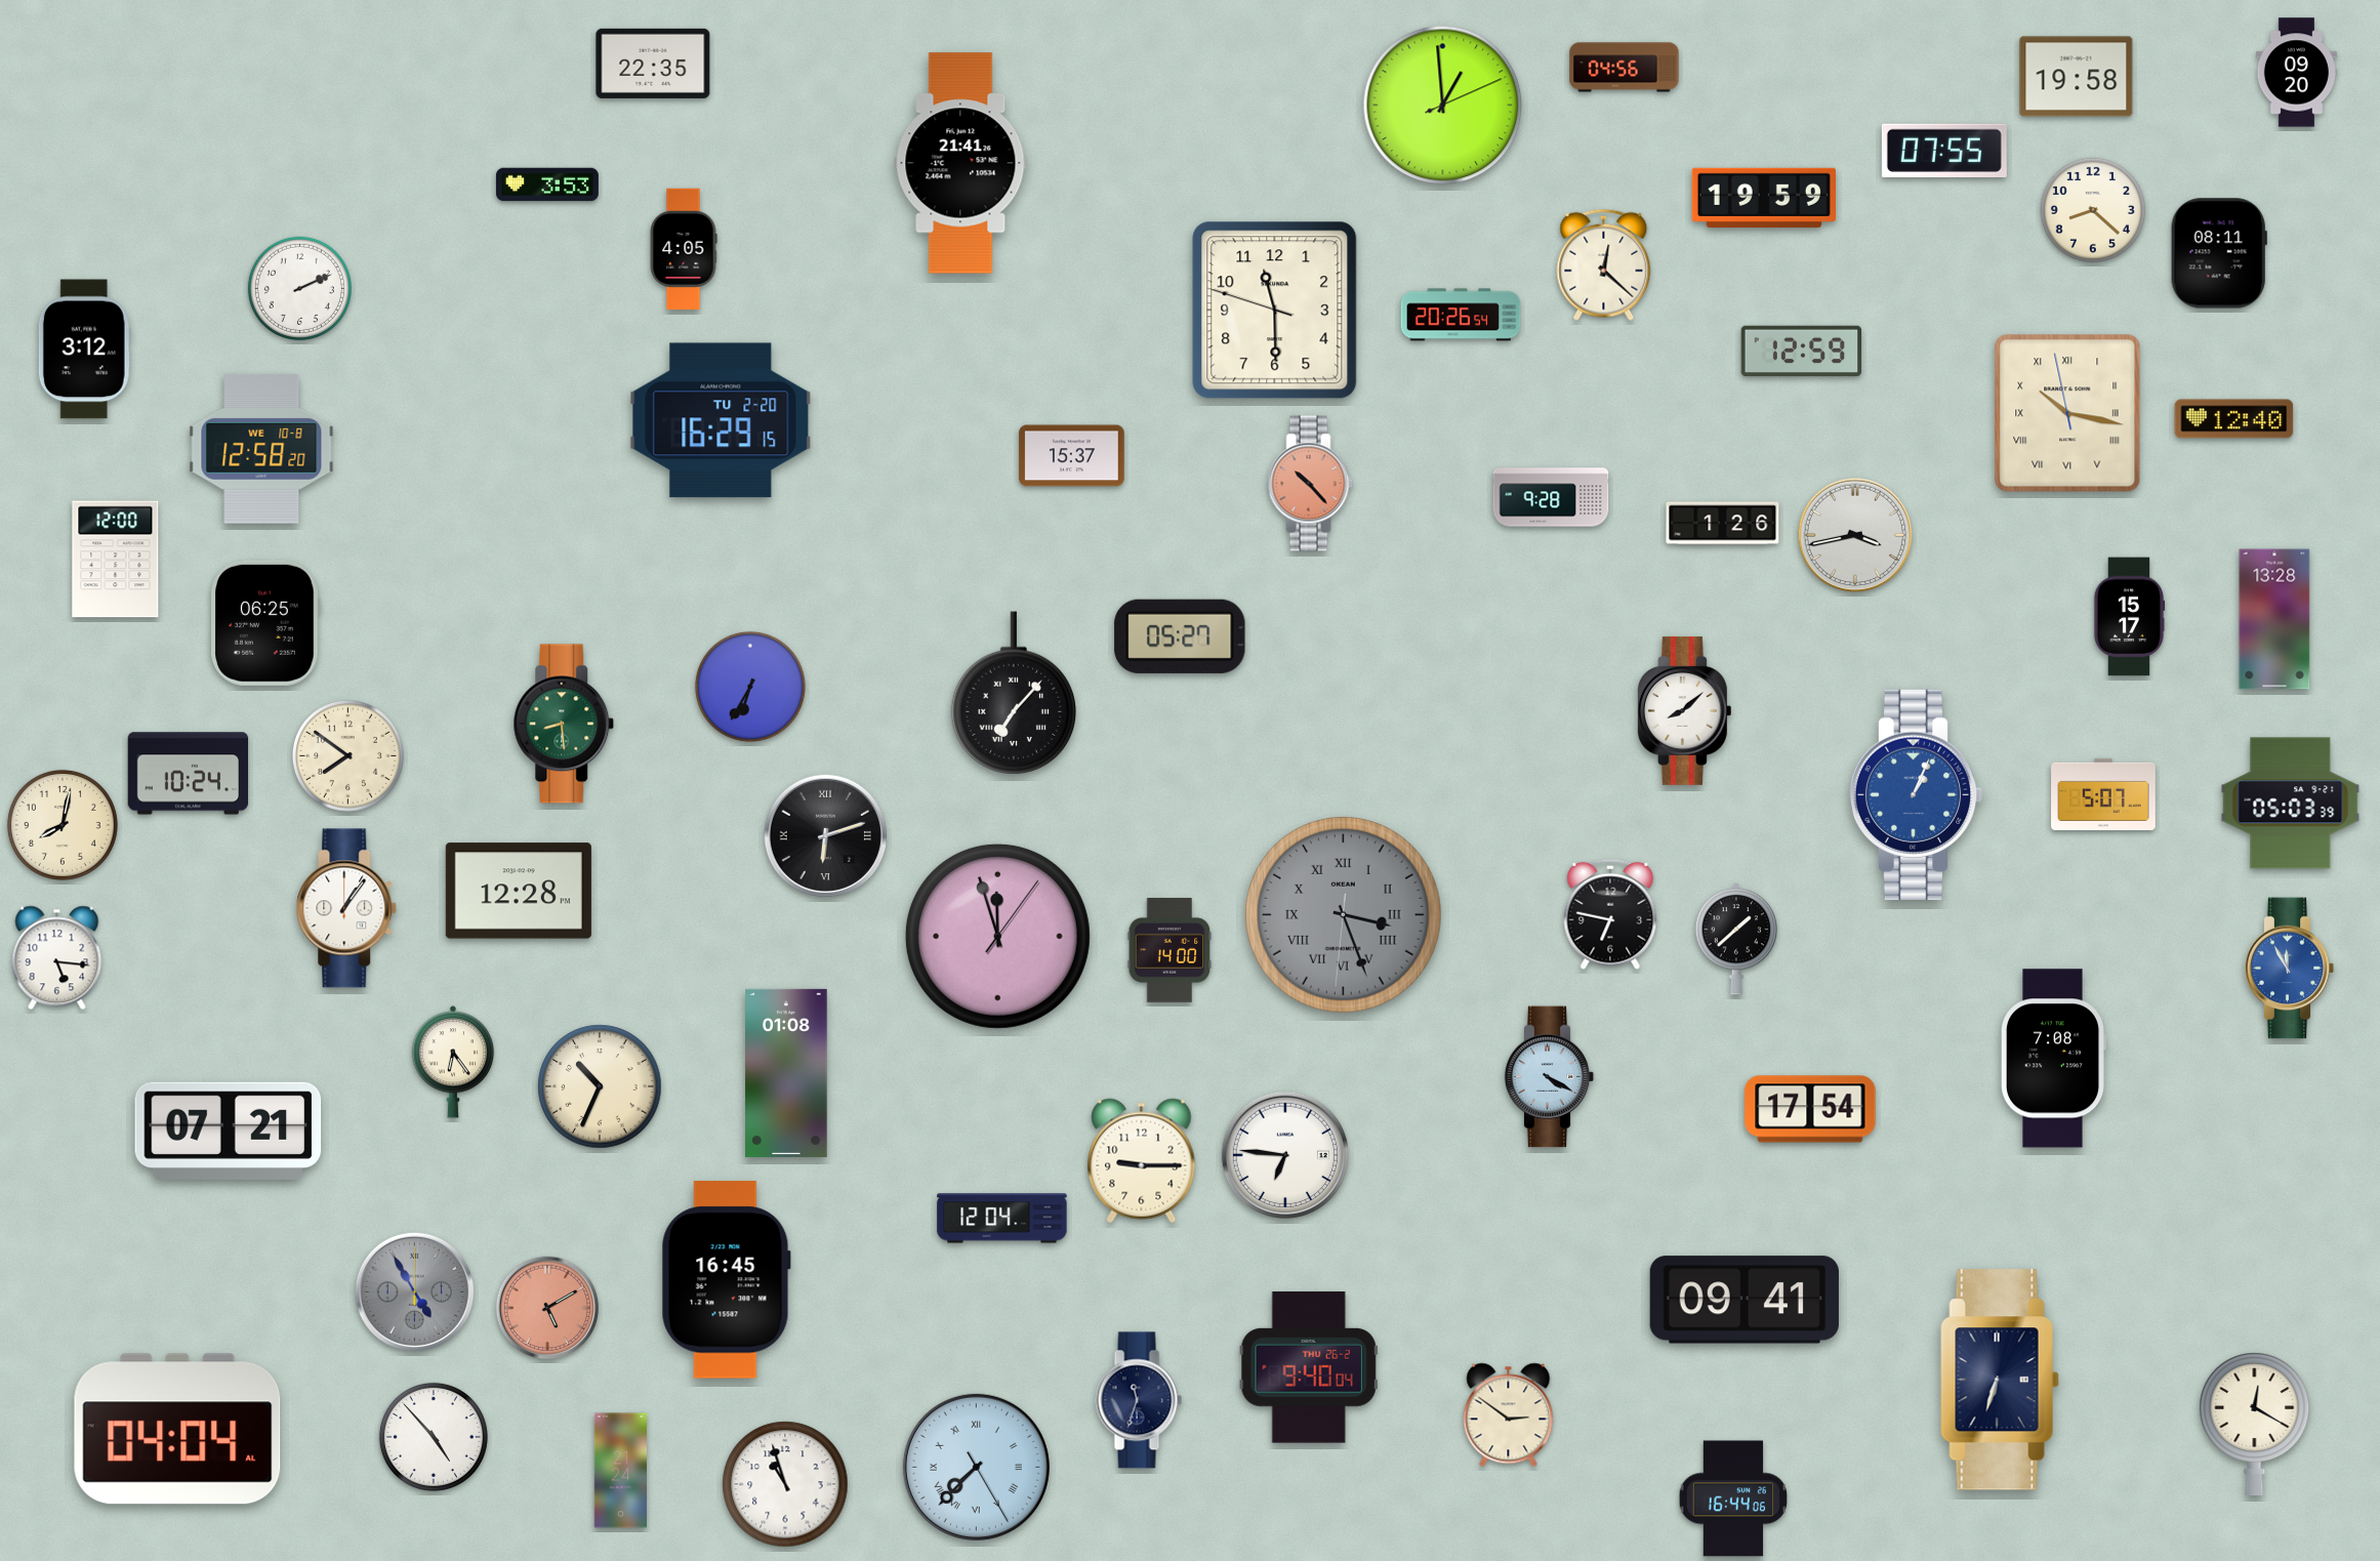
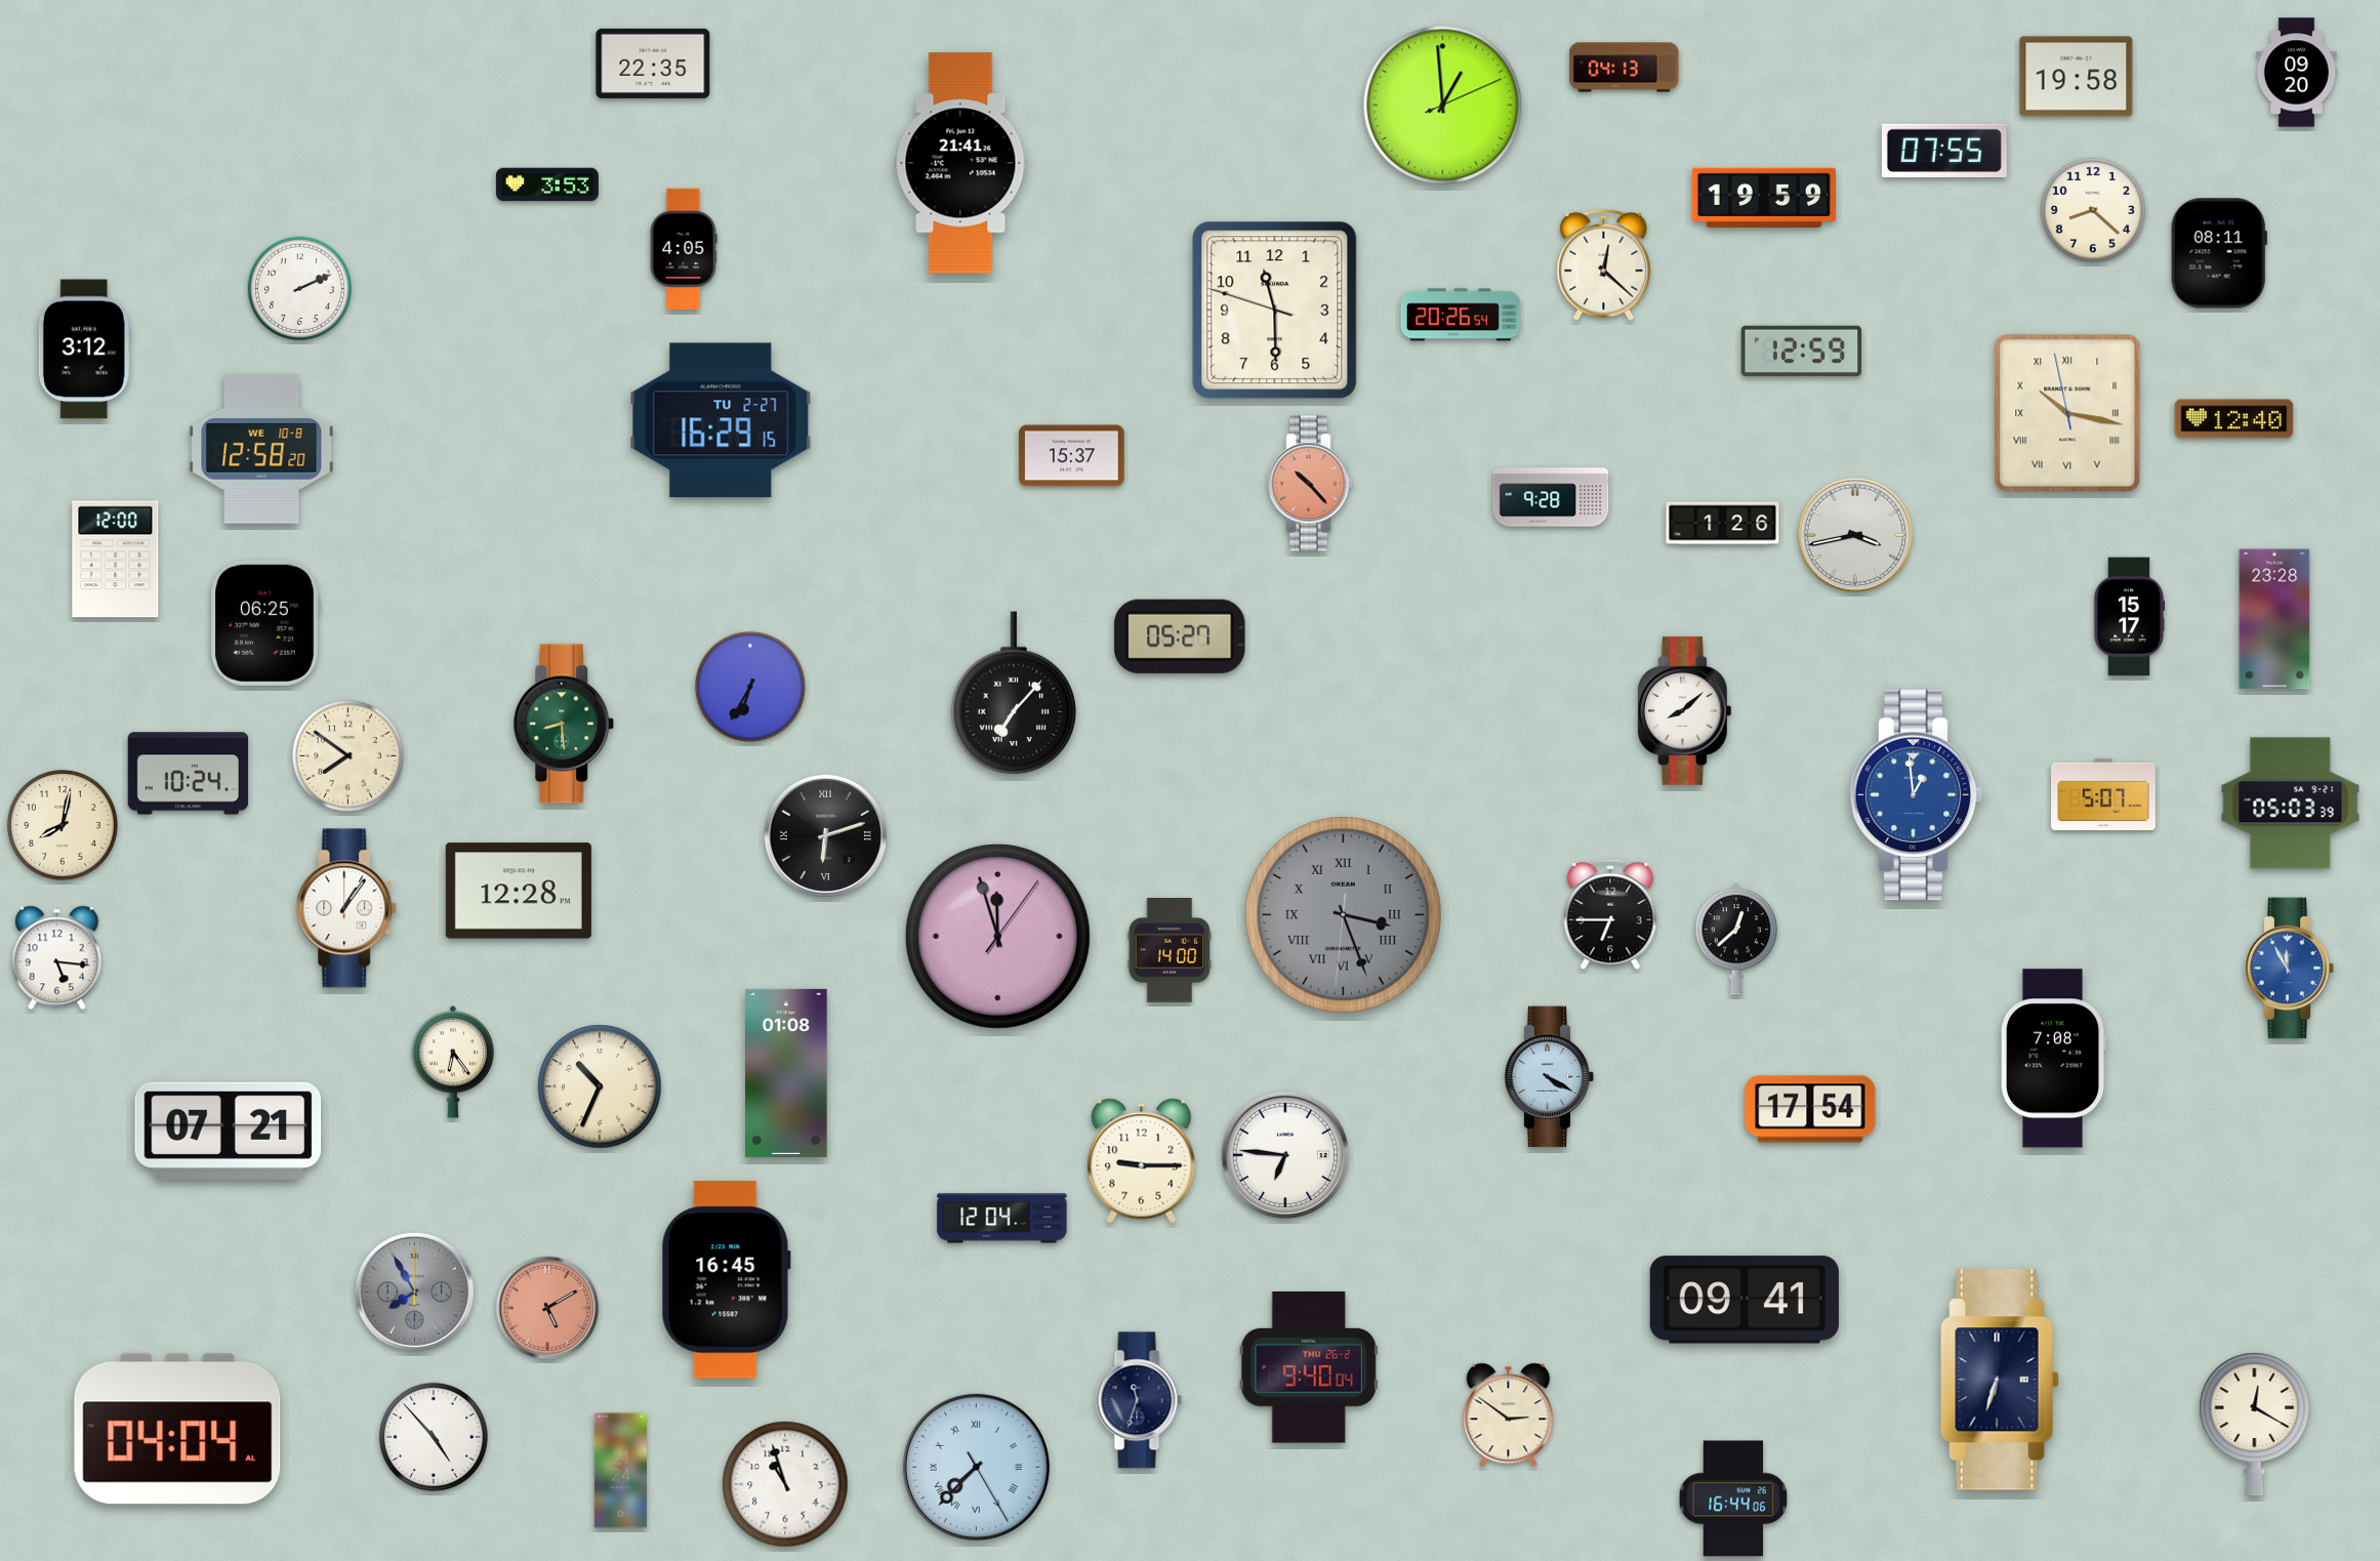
clock at (1625, 68): 04:56 -> 04:13
clock at (721, 420) date: TU 2-20 -> TU 2-27
clock at (2274, 619): 13:28 -> 23:28
clock at (1916, 794): 1:04 -> 12:59
clock at (1610, 914): 6:47 -> 6:45
clock at (1736, 939): 1:38 -> 12:38
clock at (414, 1291): 4:55 -> 7:55
